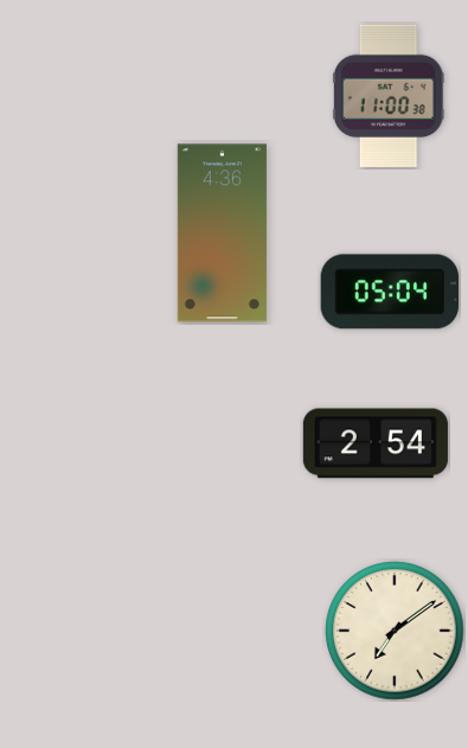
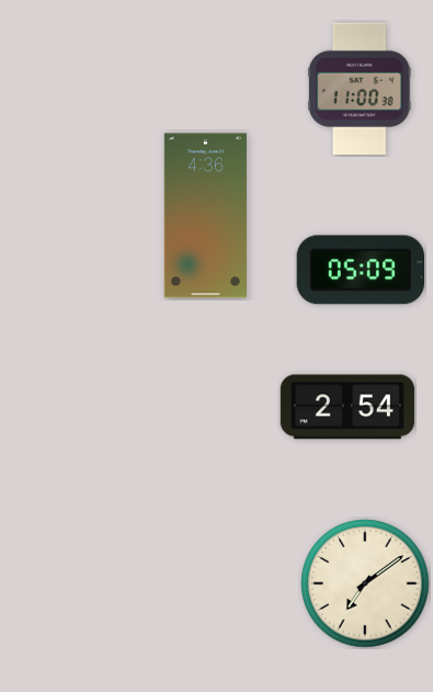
clock at (389, 292): 05:04 -> 05:09
clock at (376, 443) position: (376, 443) -> (347, 407)
